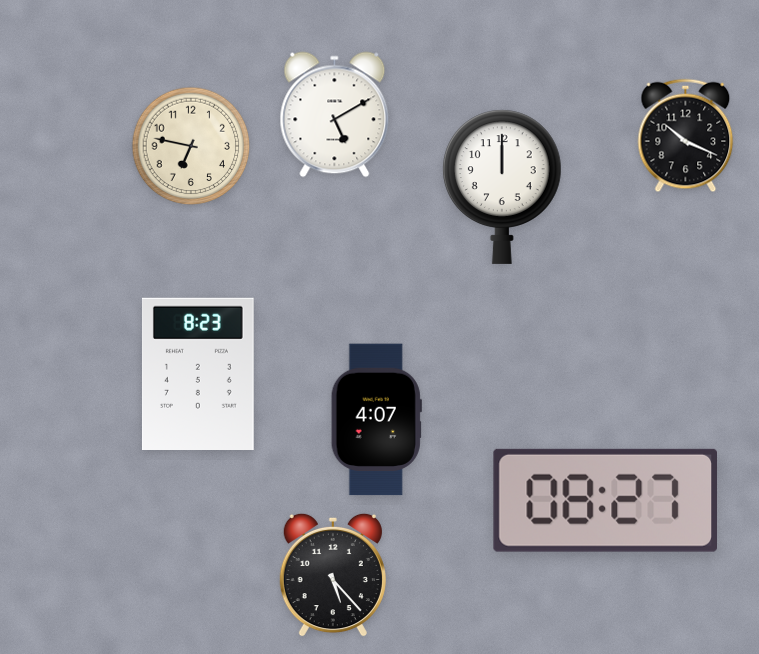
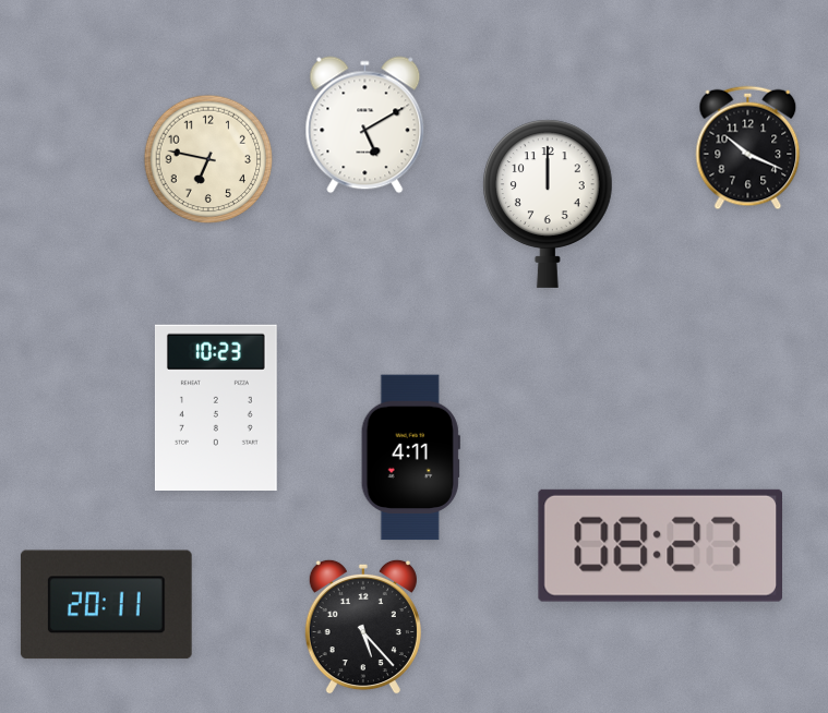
clock at (198, 373): 8:23 -> 10:23
clock at (376, 420): 4:07 -> 4:11
clock at (106, 605): none -> 20:11
